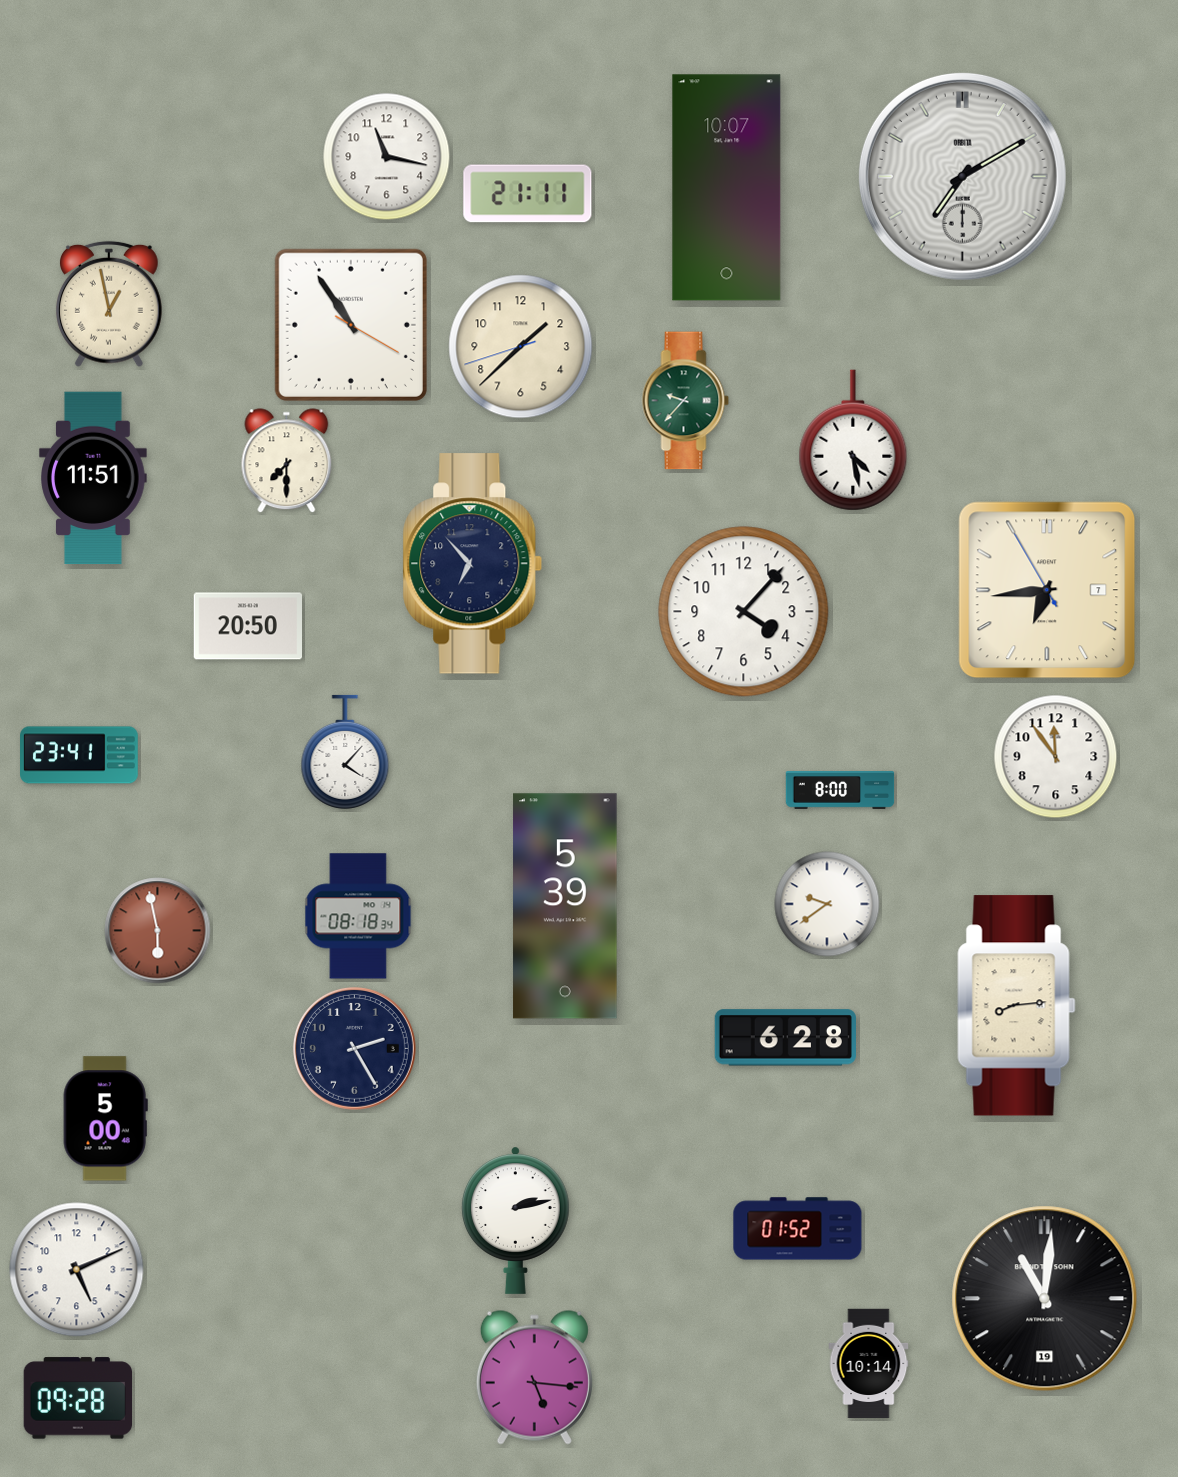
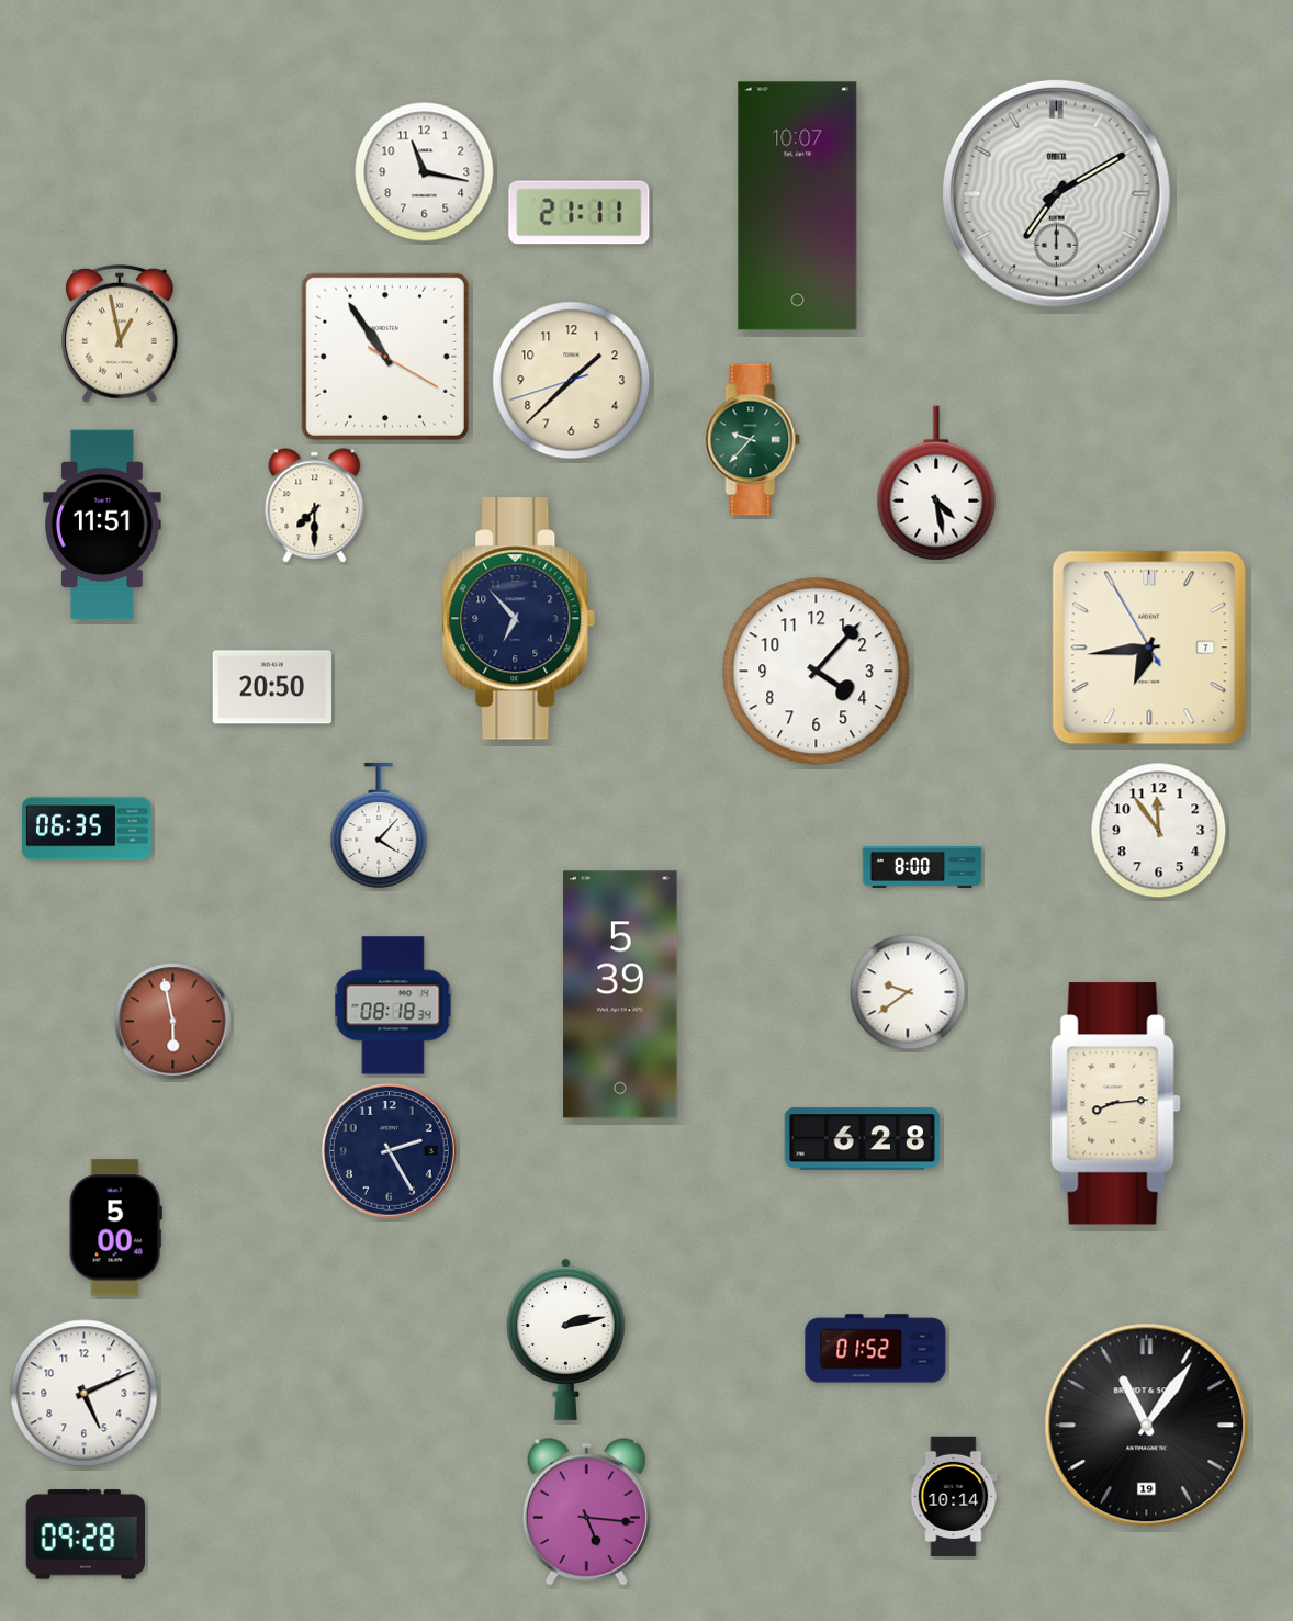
clock at (79, 755): 23:41 -> 06:35
clock at (1045, 1299): 11:01 -> 11:06
